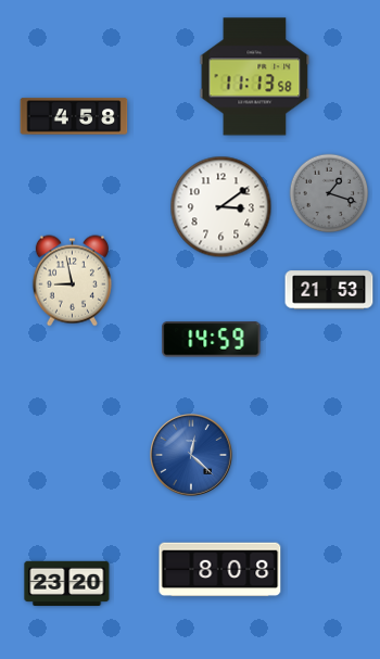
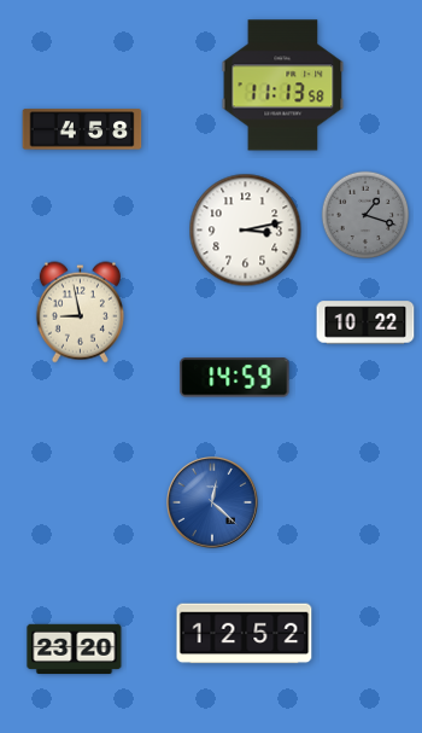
clock at (221, 207): 3:09 -> 3:13
clock at (329, 290): 21:53 -> 10:22
clock at (191, 455) position: (191, 455) -> (212, 502)
clock at (220, 570): 8:08 -> 12:52
